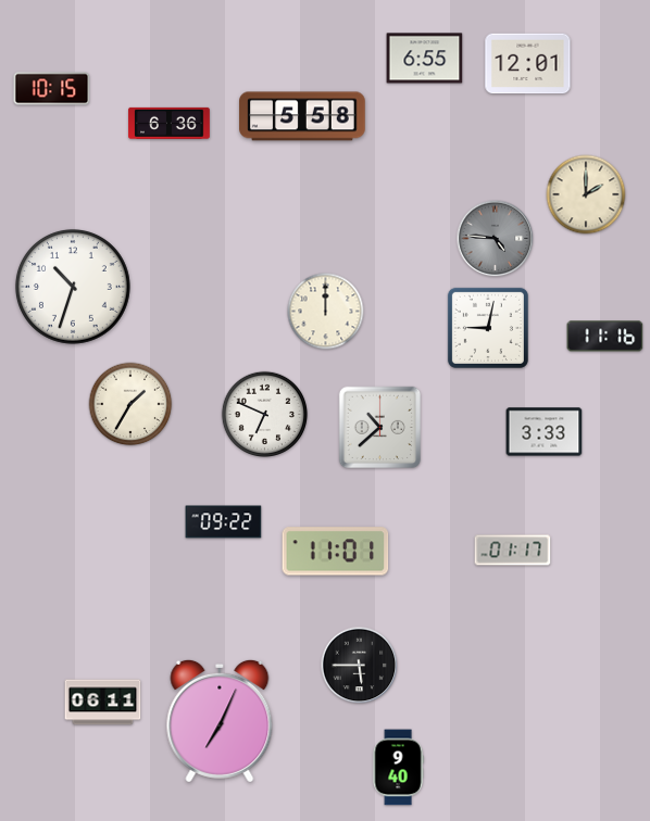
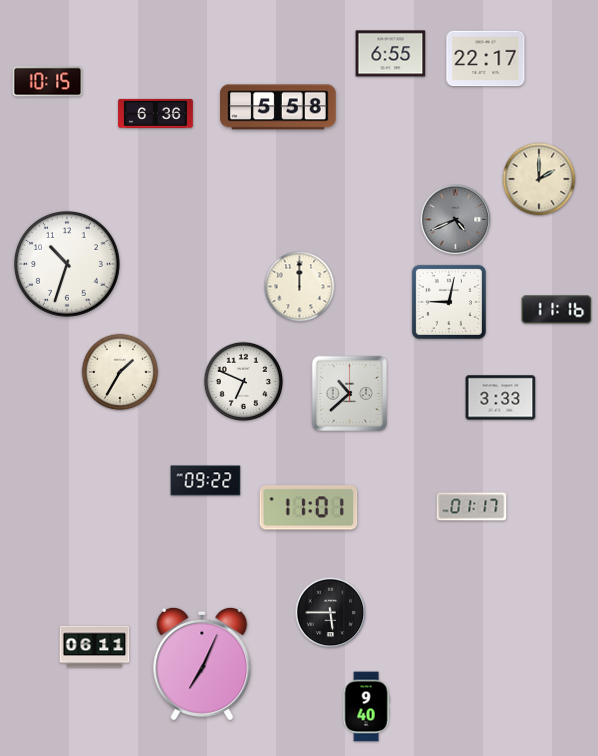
clock at (528, 64): 12:01 -> 22:17
clock at (496, 239): 4:46 -> 4:41
